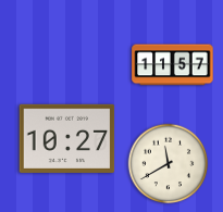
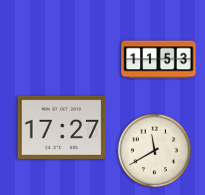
clock at (173, 65): 11:57 -> 11:53
clock at (67, 138): 10:27 -> 17:27
